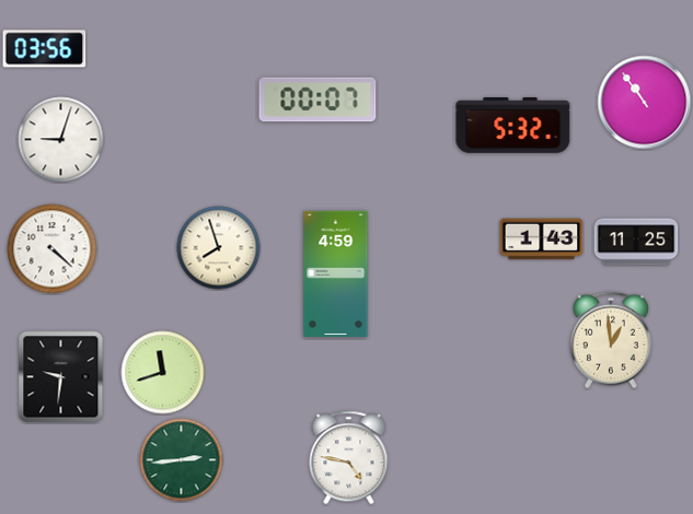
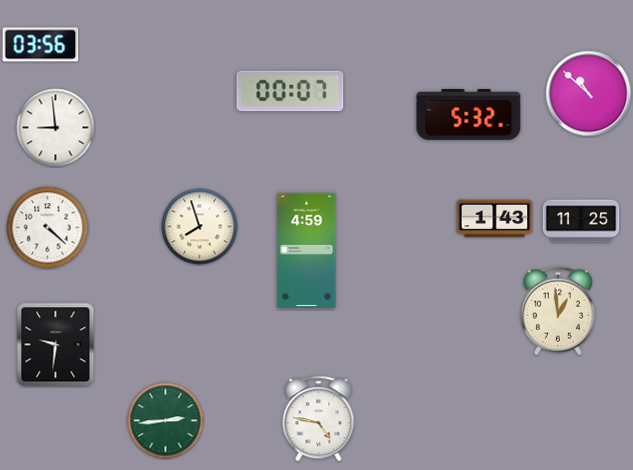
clock at (645, 103): 10:54 -> 10:52
clock at (61, 140): 9:03 -> 8:59
clock at (163, 373): 11:42 -> none
